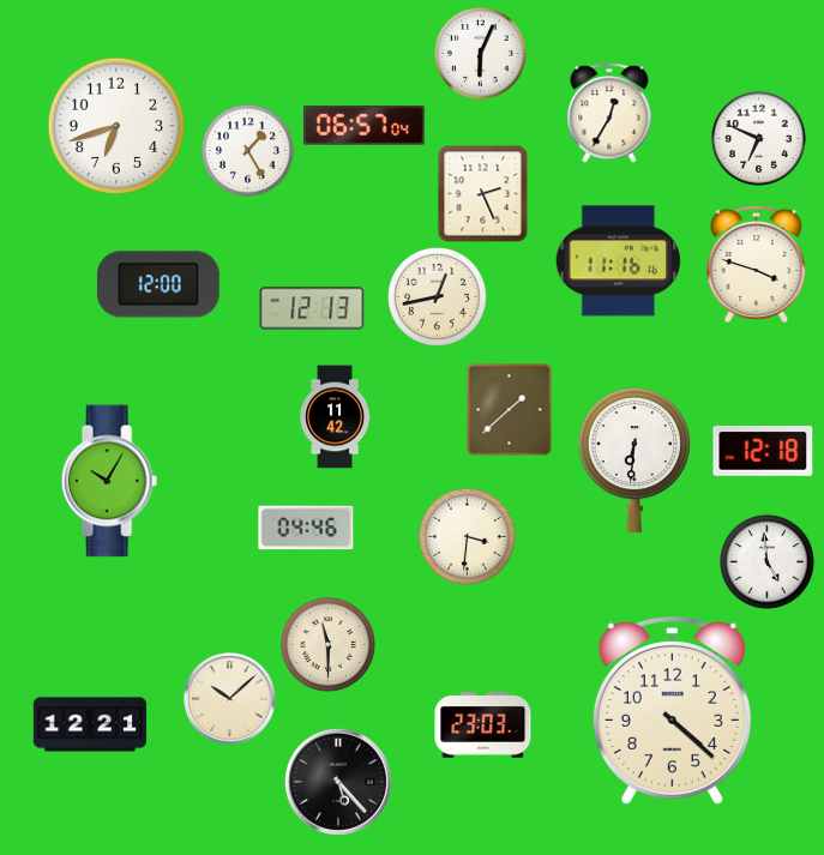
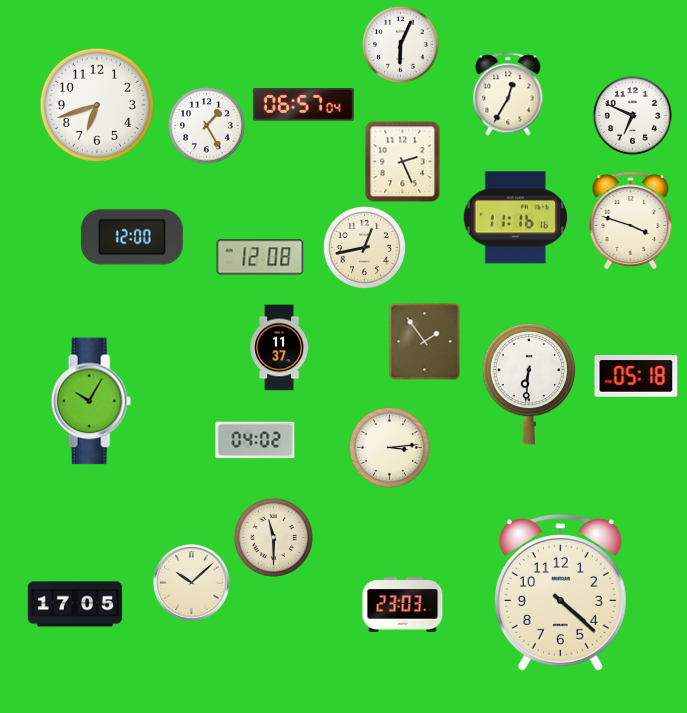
clock at (312, 308): 12:13 -> 12:08
clock at (510, 409): 1:38 -> 1:54
clock at (335, 417): 11:42 -> 11:37
clock at (763, 452): 12:18 -> 05:18
clock at (306, 528): 04:46 -> 04:02
clock at (467, 536): 3:31 -> 3:14
clock at (766, 561): 4:59 -> none
clock at (90, 724): 12:21 -> 17:05
clock at (338, 782): 5:23 -> none
